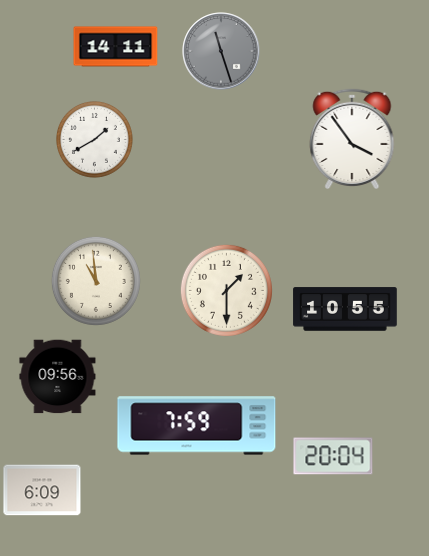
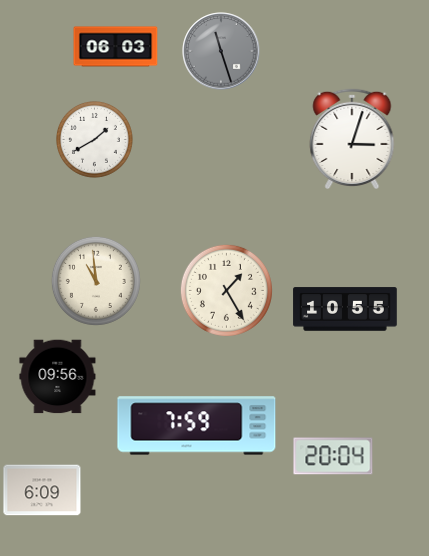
clock at (116, 47): 14:11 -> 06:03
clock at (352, 138): 3:54 -> 3:03
clock at (226, 290): 1:30 -> 1:25
